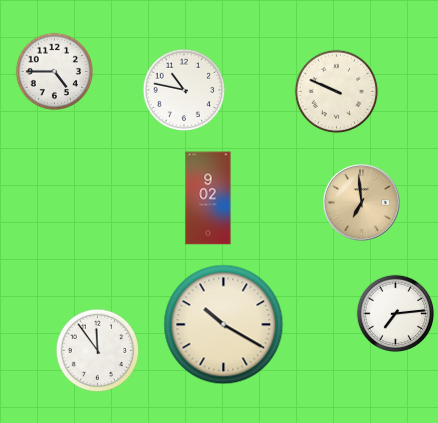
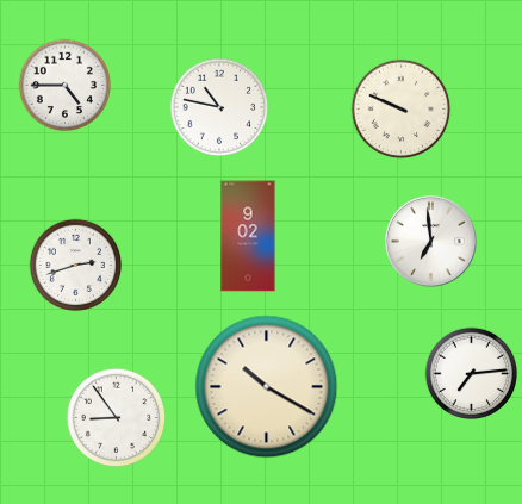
clock at (361, 202) dial: champagne -> white
clock at (75, 265): none -> 2:42
clock at (97, 350): 11:54 -> 8:54
